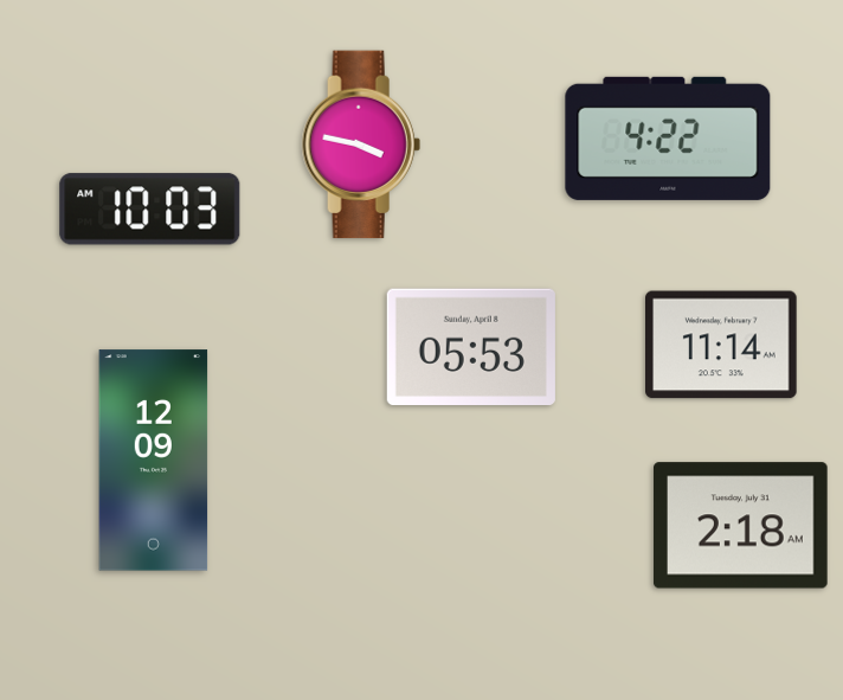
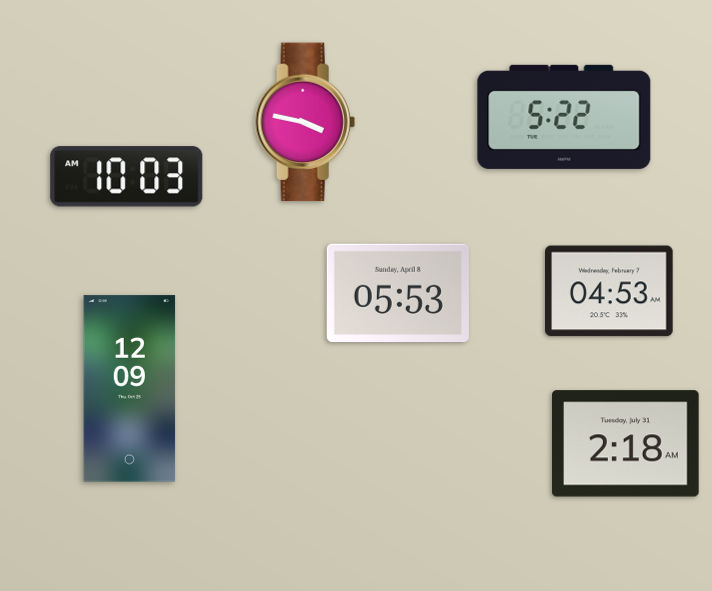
clock at (668, 139): 4:22 -> 5:22
clock at (722, 345): 11:14 -> 04:53
